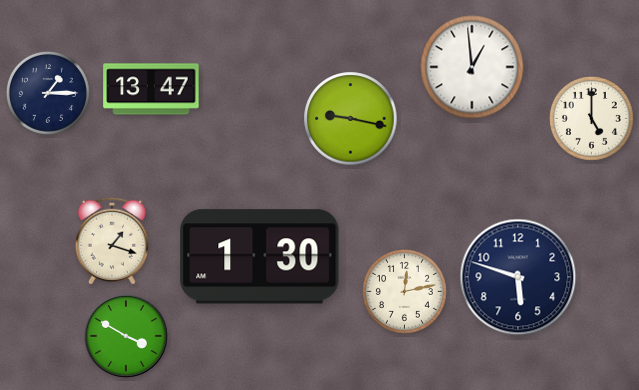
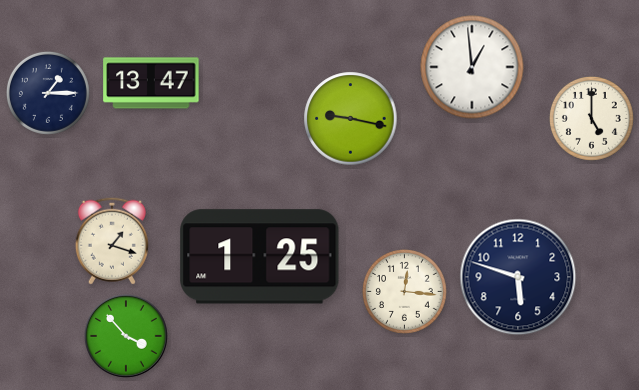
clock at (151, 89) position: (151, 89) -> (151, 83)
clock at (260, 257): 1:30 -> 1:25
clock at (404, 291): 12:13 -> 12:16
clock at (127, 337): 3:50 -> 3:53
